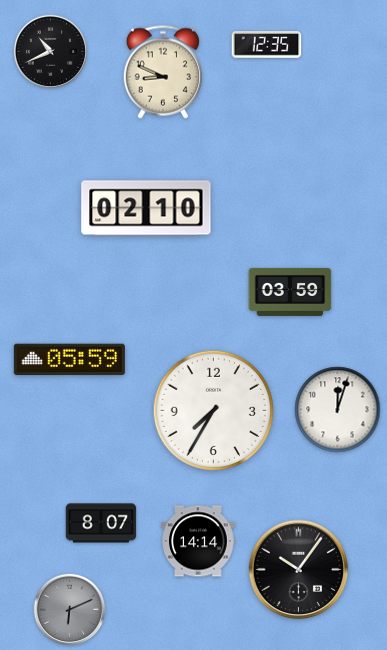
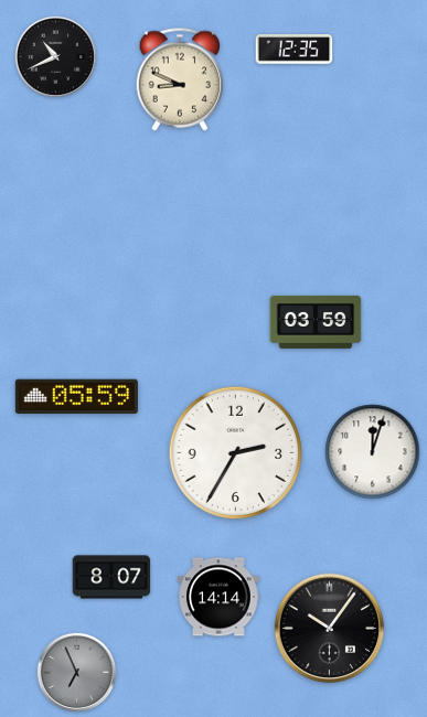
clock at (146, 208): 02:10 -> none
clock at (290, 292) position: (290, 292) -> (316, 322)
clock at (213, 410): 7:35 -> 2:35
clock at (70, 610): 6:11 -> 6:56
